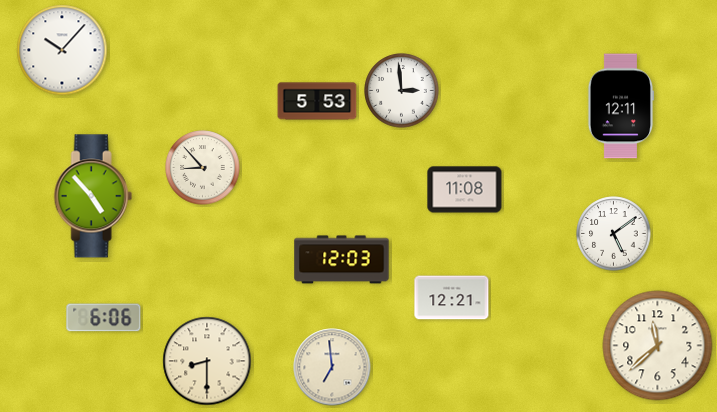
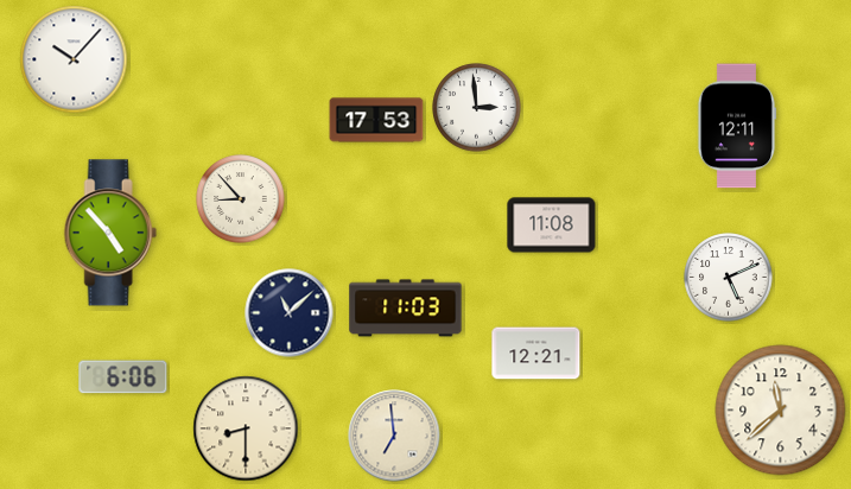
clock at (317, 101): 5:53 -> 17:53
clock at (614, 234): 5:09 -> 5:11
clock at (342, 260): 12:03 -> 11:03
clock at (290, 313): none -> 11:08
